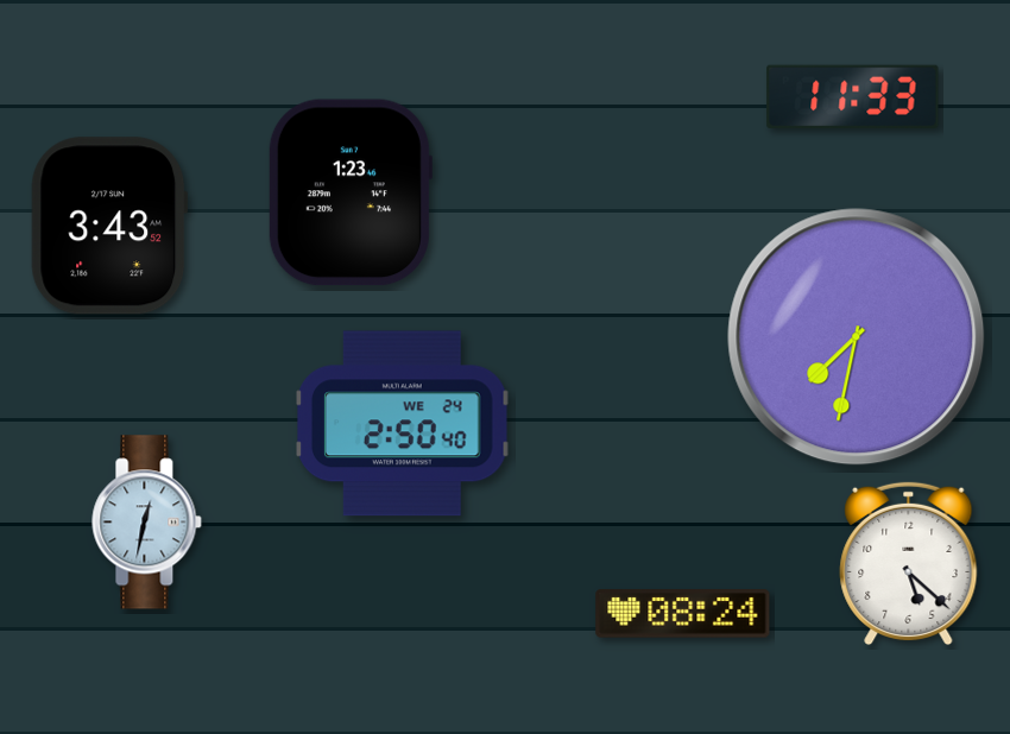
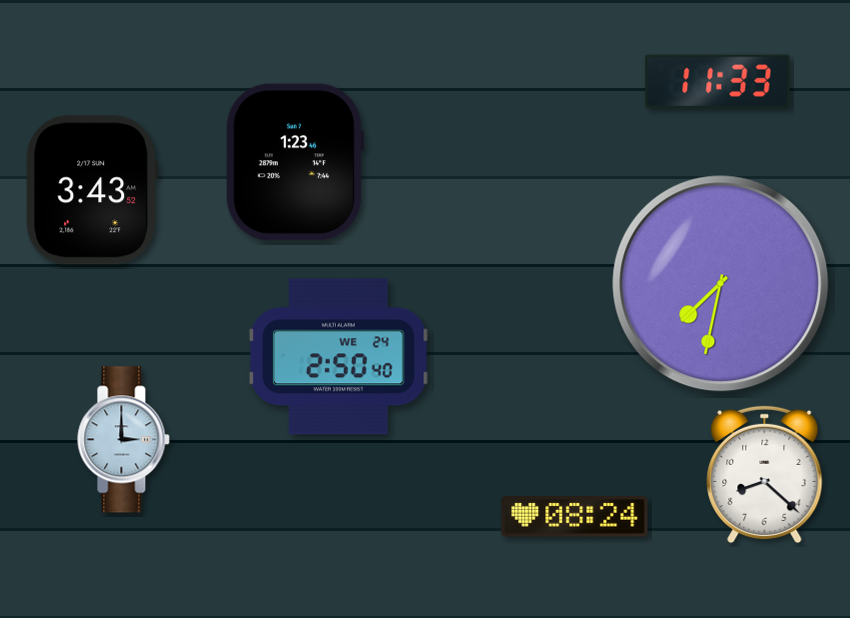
clock at (147, 523): 12:32 -> 3:00
clock at (909, 564): 5:22 -> 8:22
